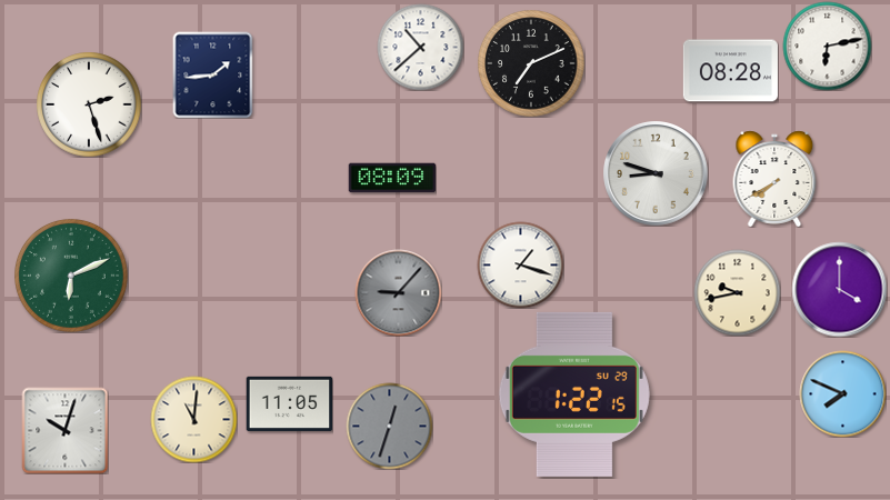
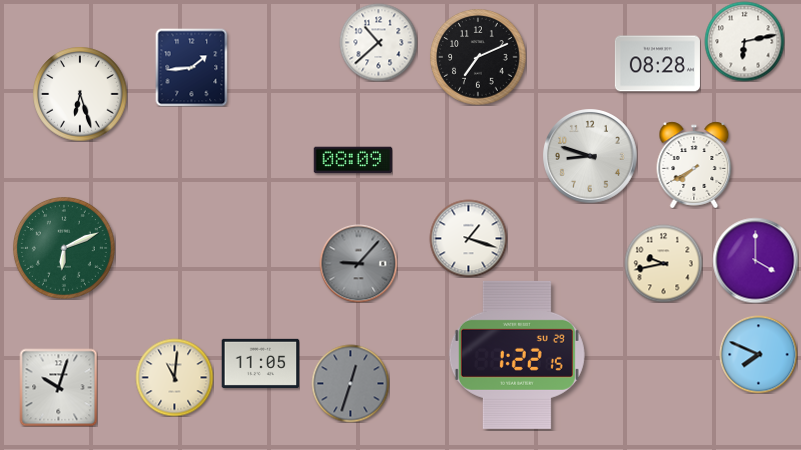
clock at (89, 104): 2:27 -> 6:27
clock at (774, 179) position: (774, 179) -> (694, 165)
